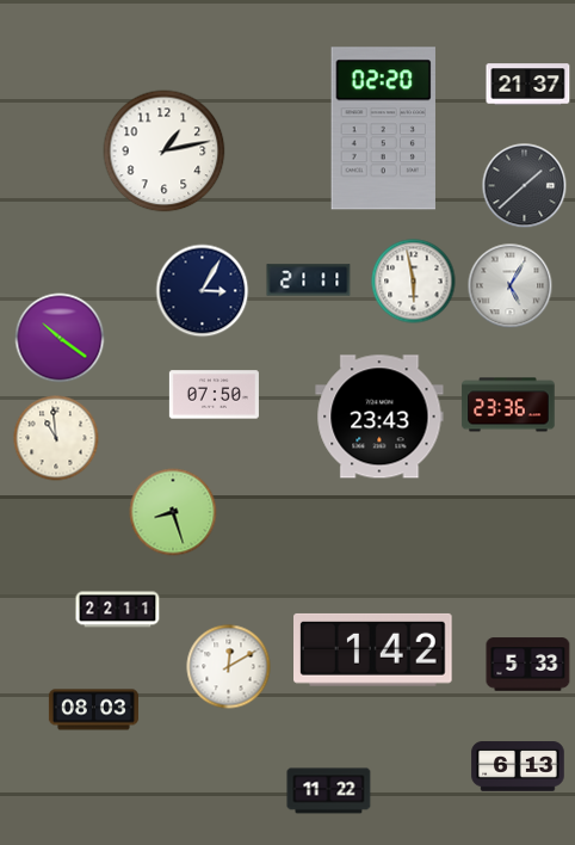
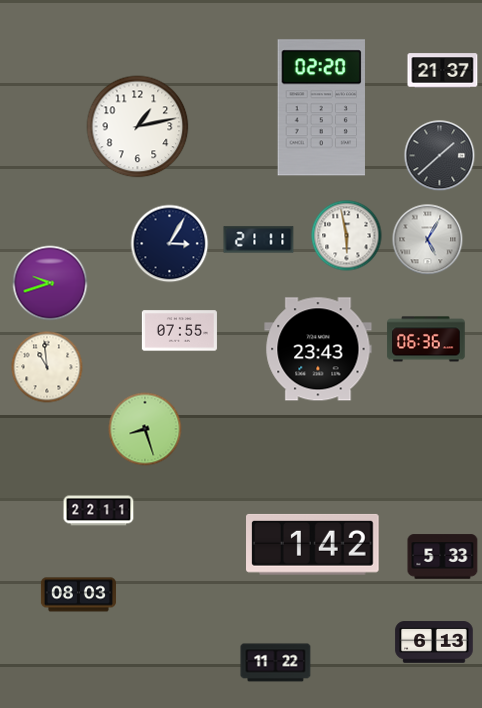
clock at (309, 280) position: (309, 280) -> (259, 240)
clock at (60, 338): 10:21 -> 9:42
clock at (214, 395): 07:50 -> 07:55
clock at (508, 405): 23:36 -> 06:36
clock at (229, 667): 12:10 -> none
